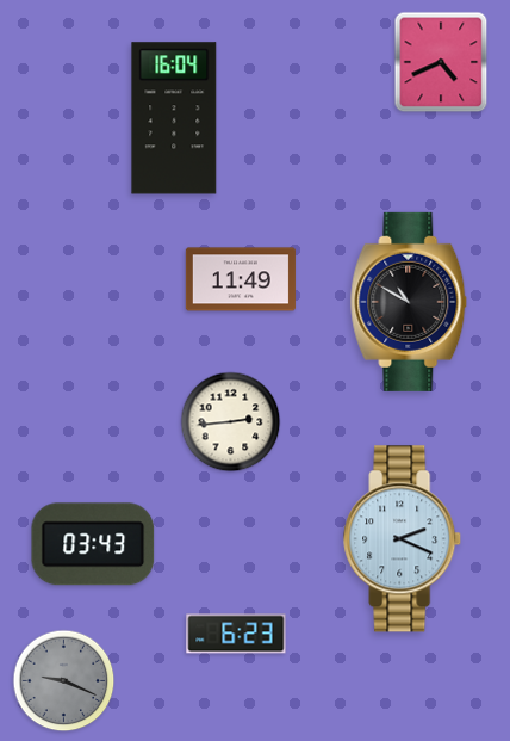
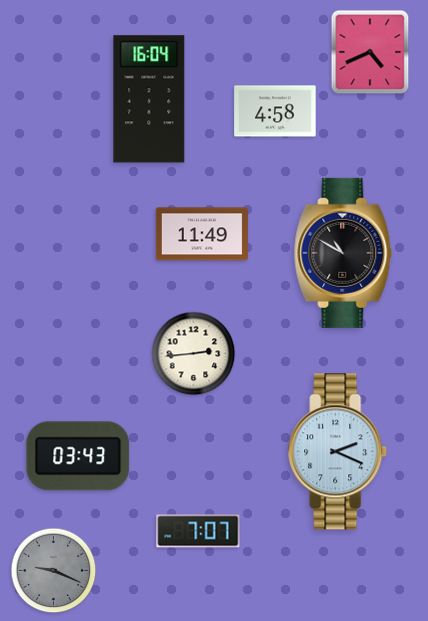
clock at (174, 118) position: (174, 118) -> (149, 99)
clock at (275, 111): none -> 4:58
clock at (236, 634): 6:23 -> 7:07
